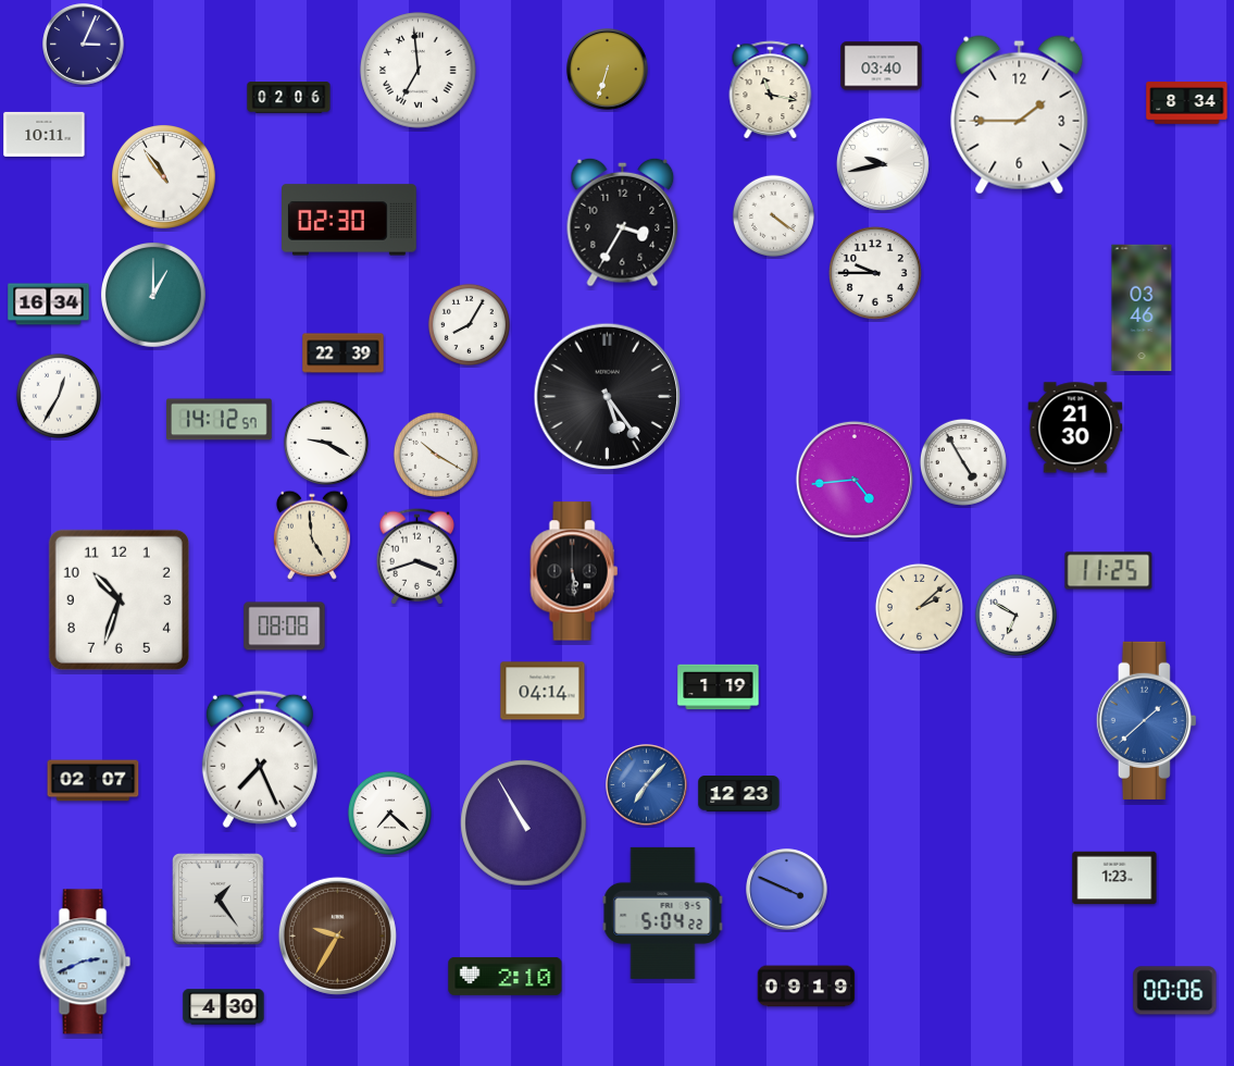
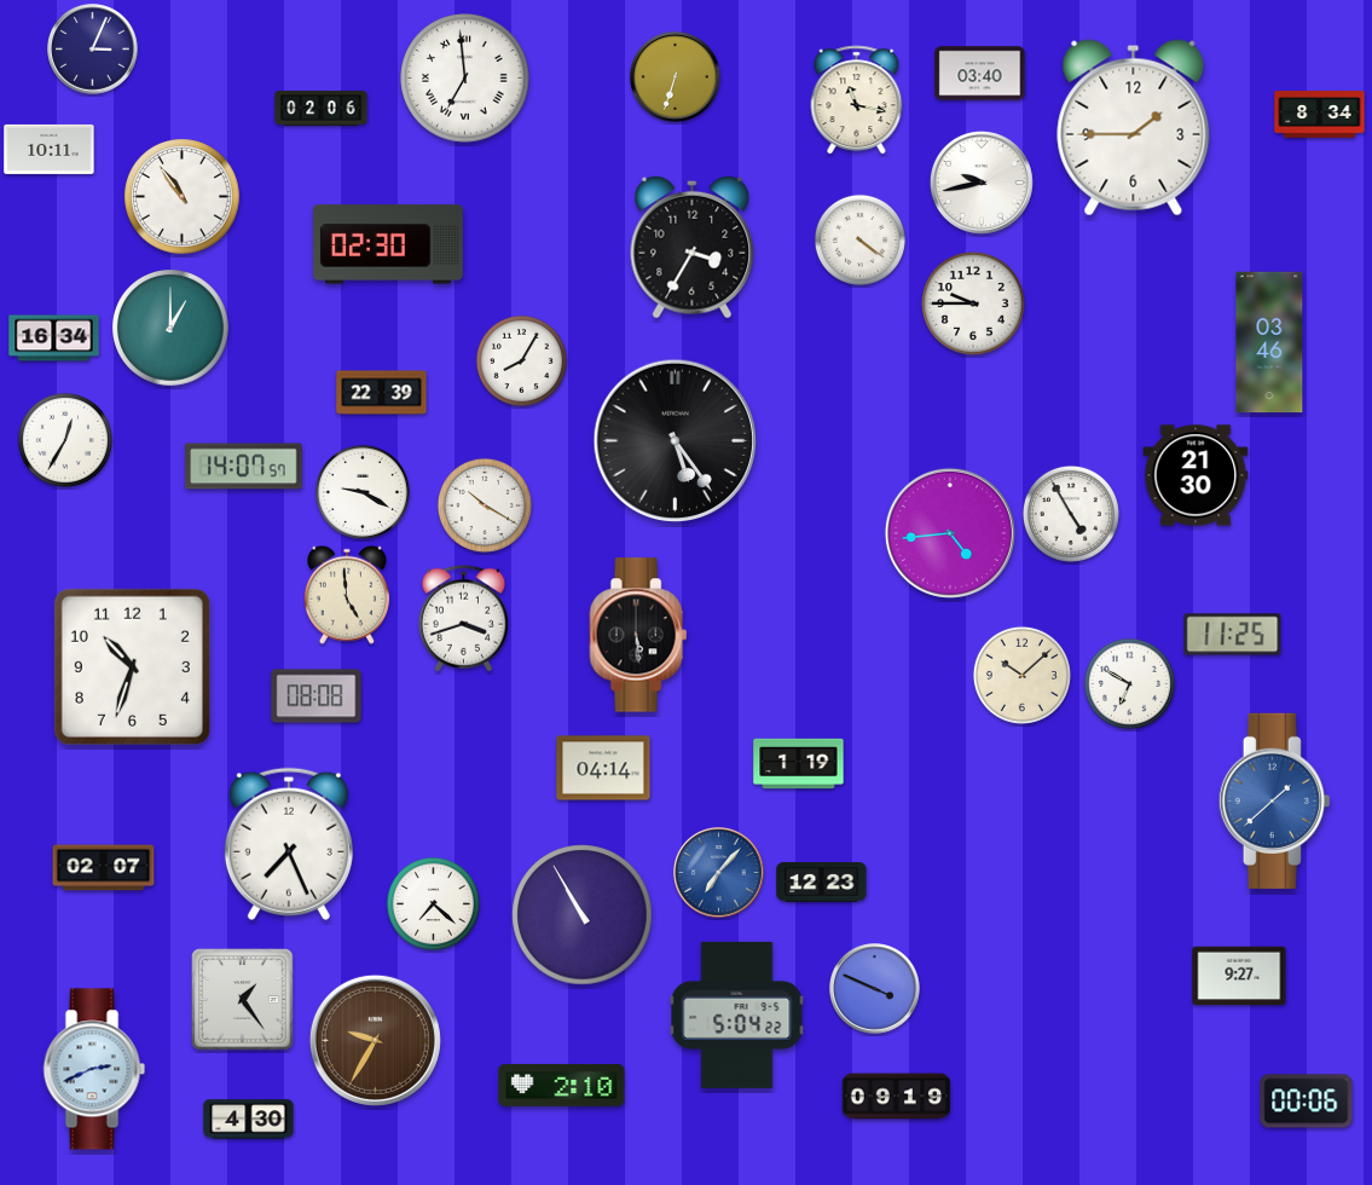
clock at (220, 420): 14:12 -> 14:07
clock at (919, 607): 2:08 -> 10:08
clock at (1114, 878): 1:23 -> 9:27
